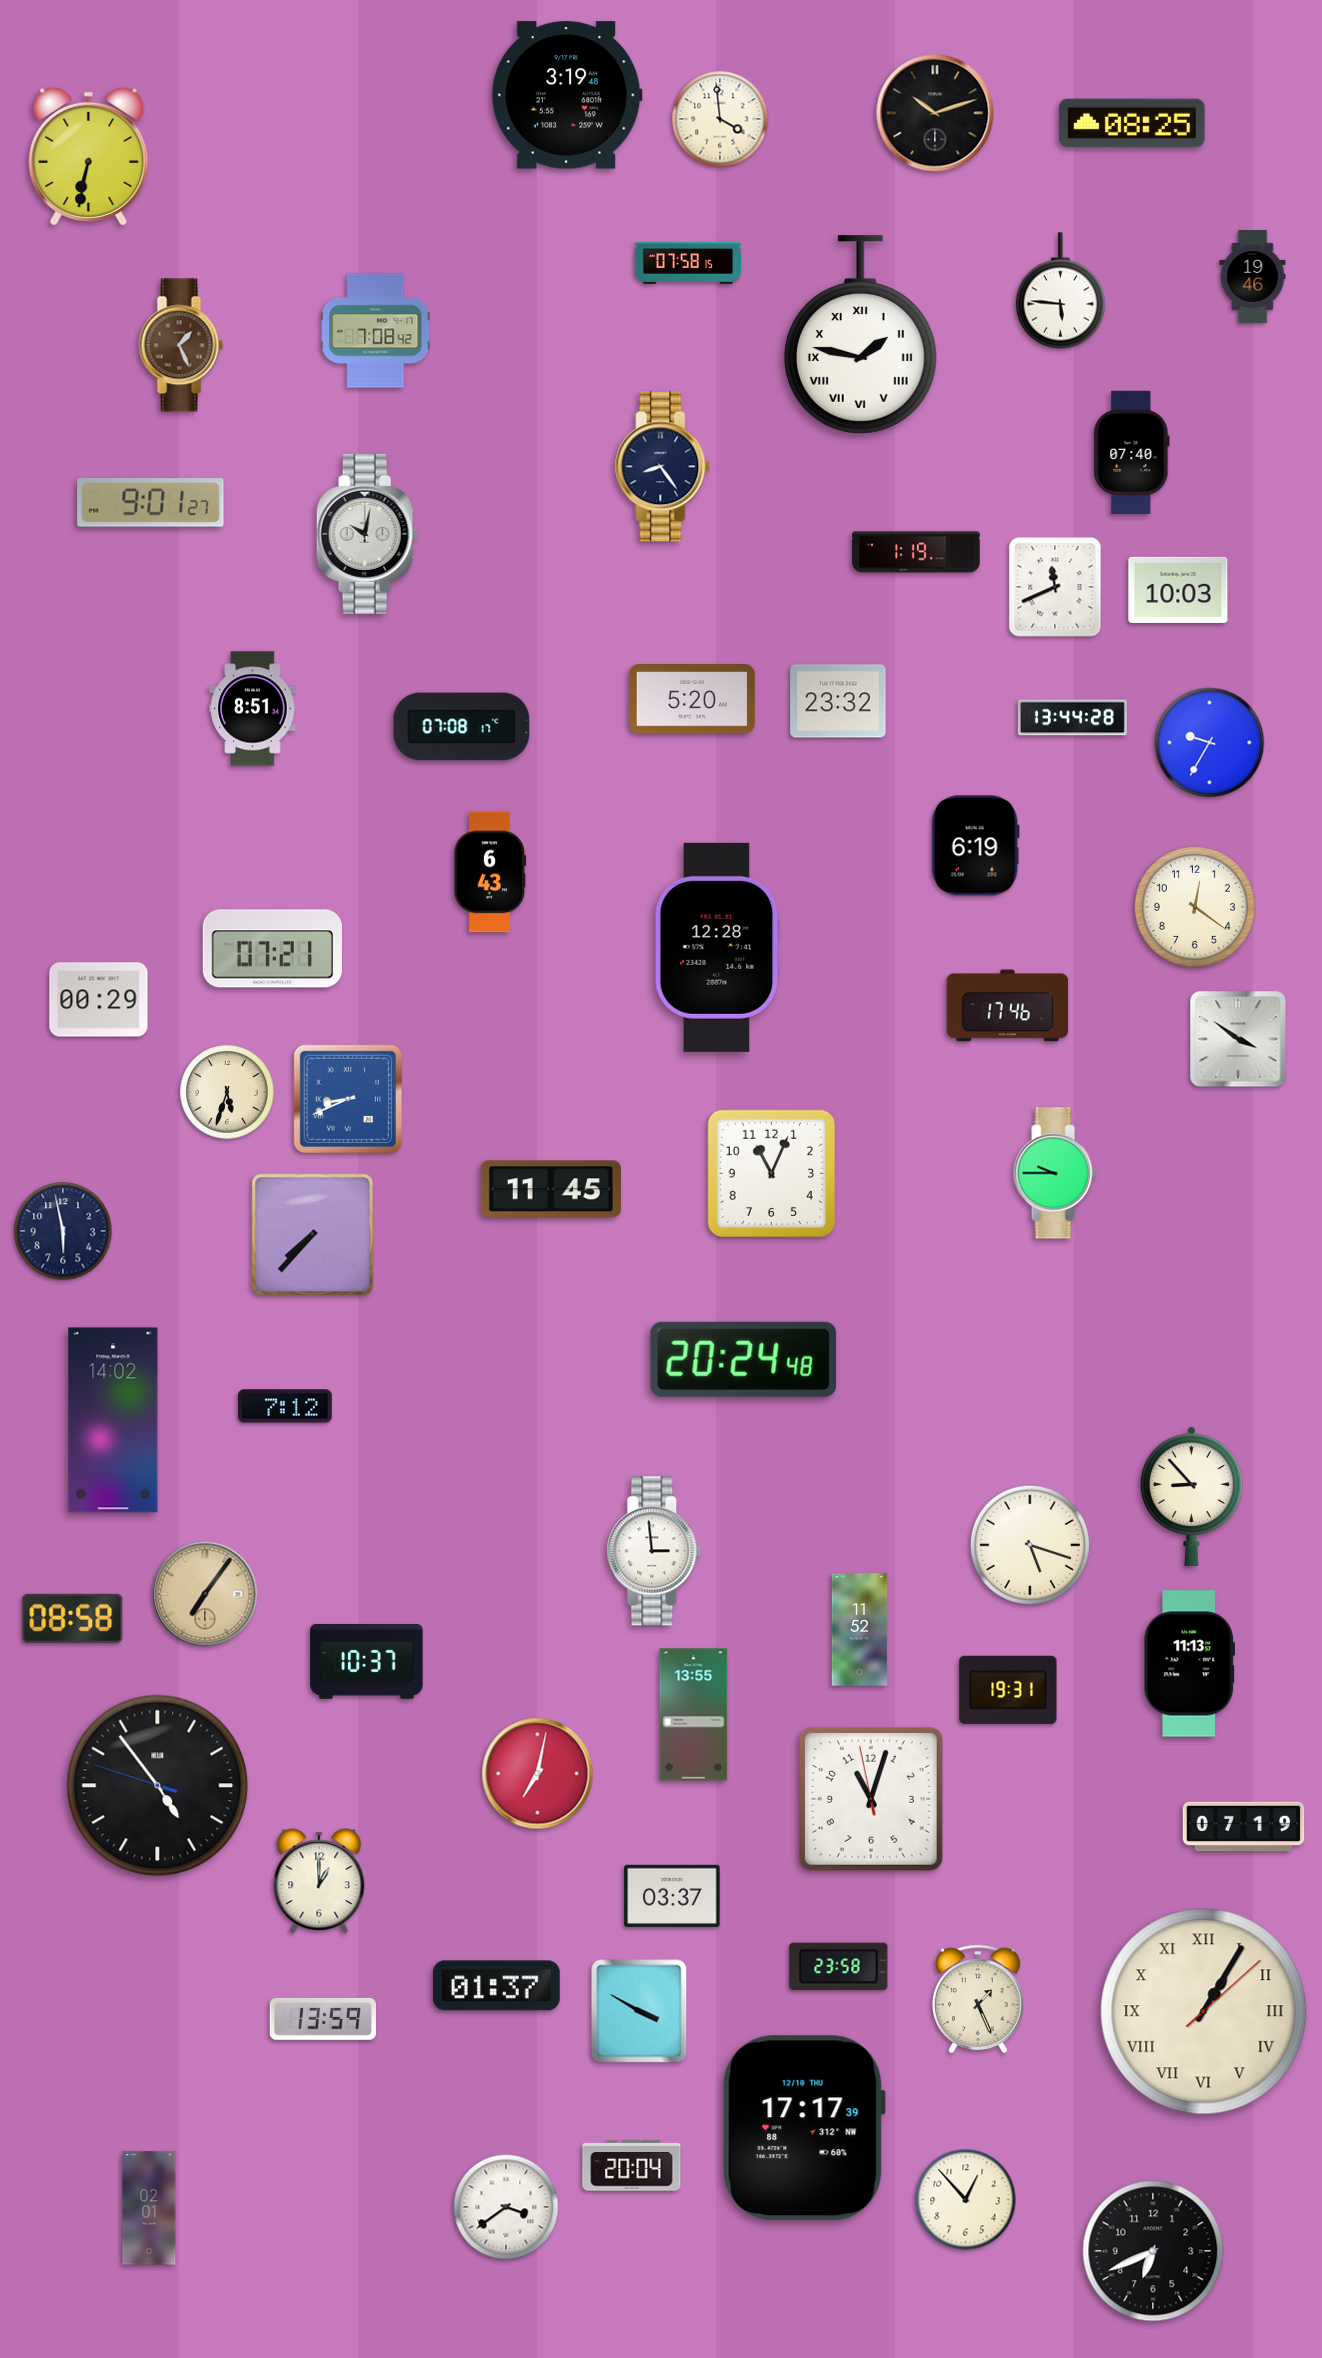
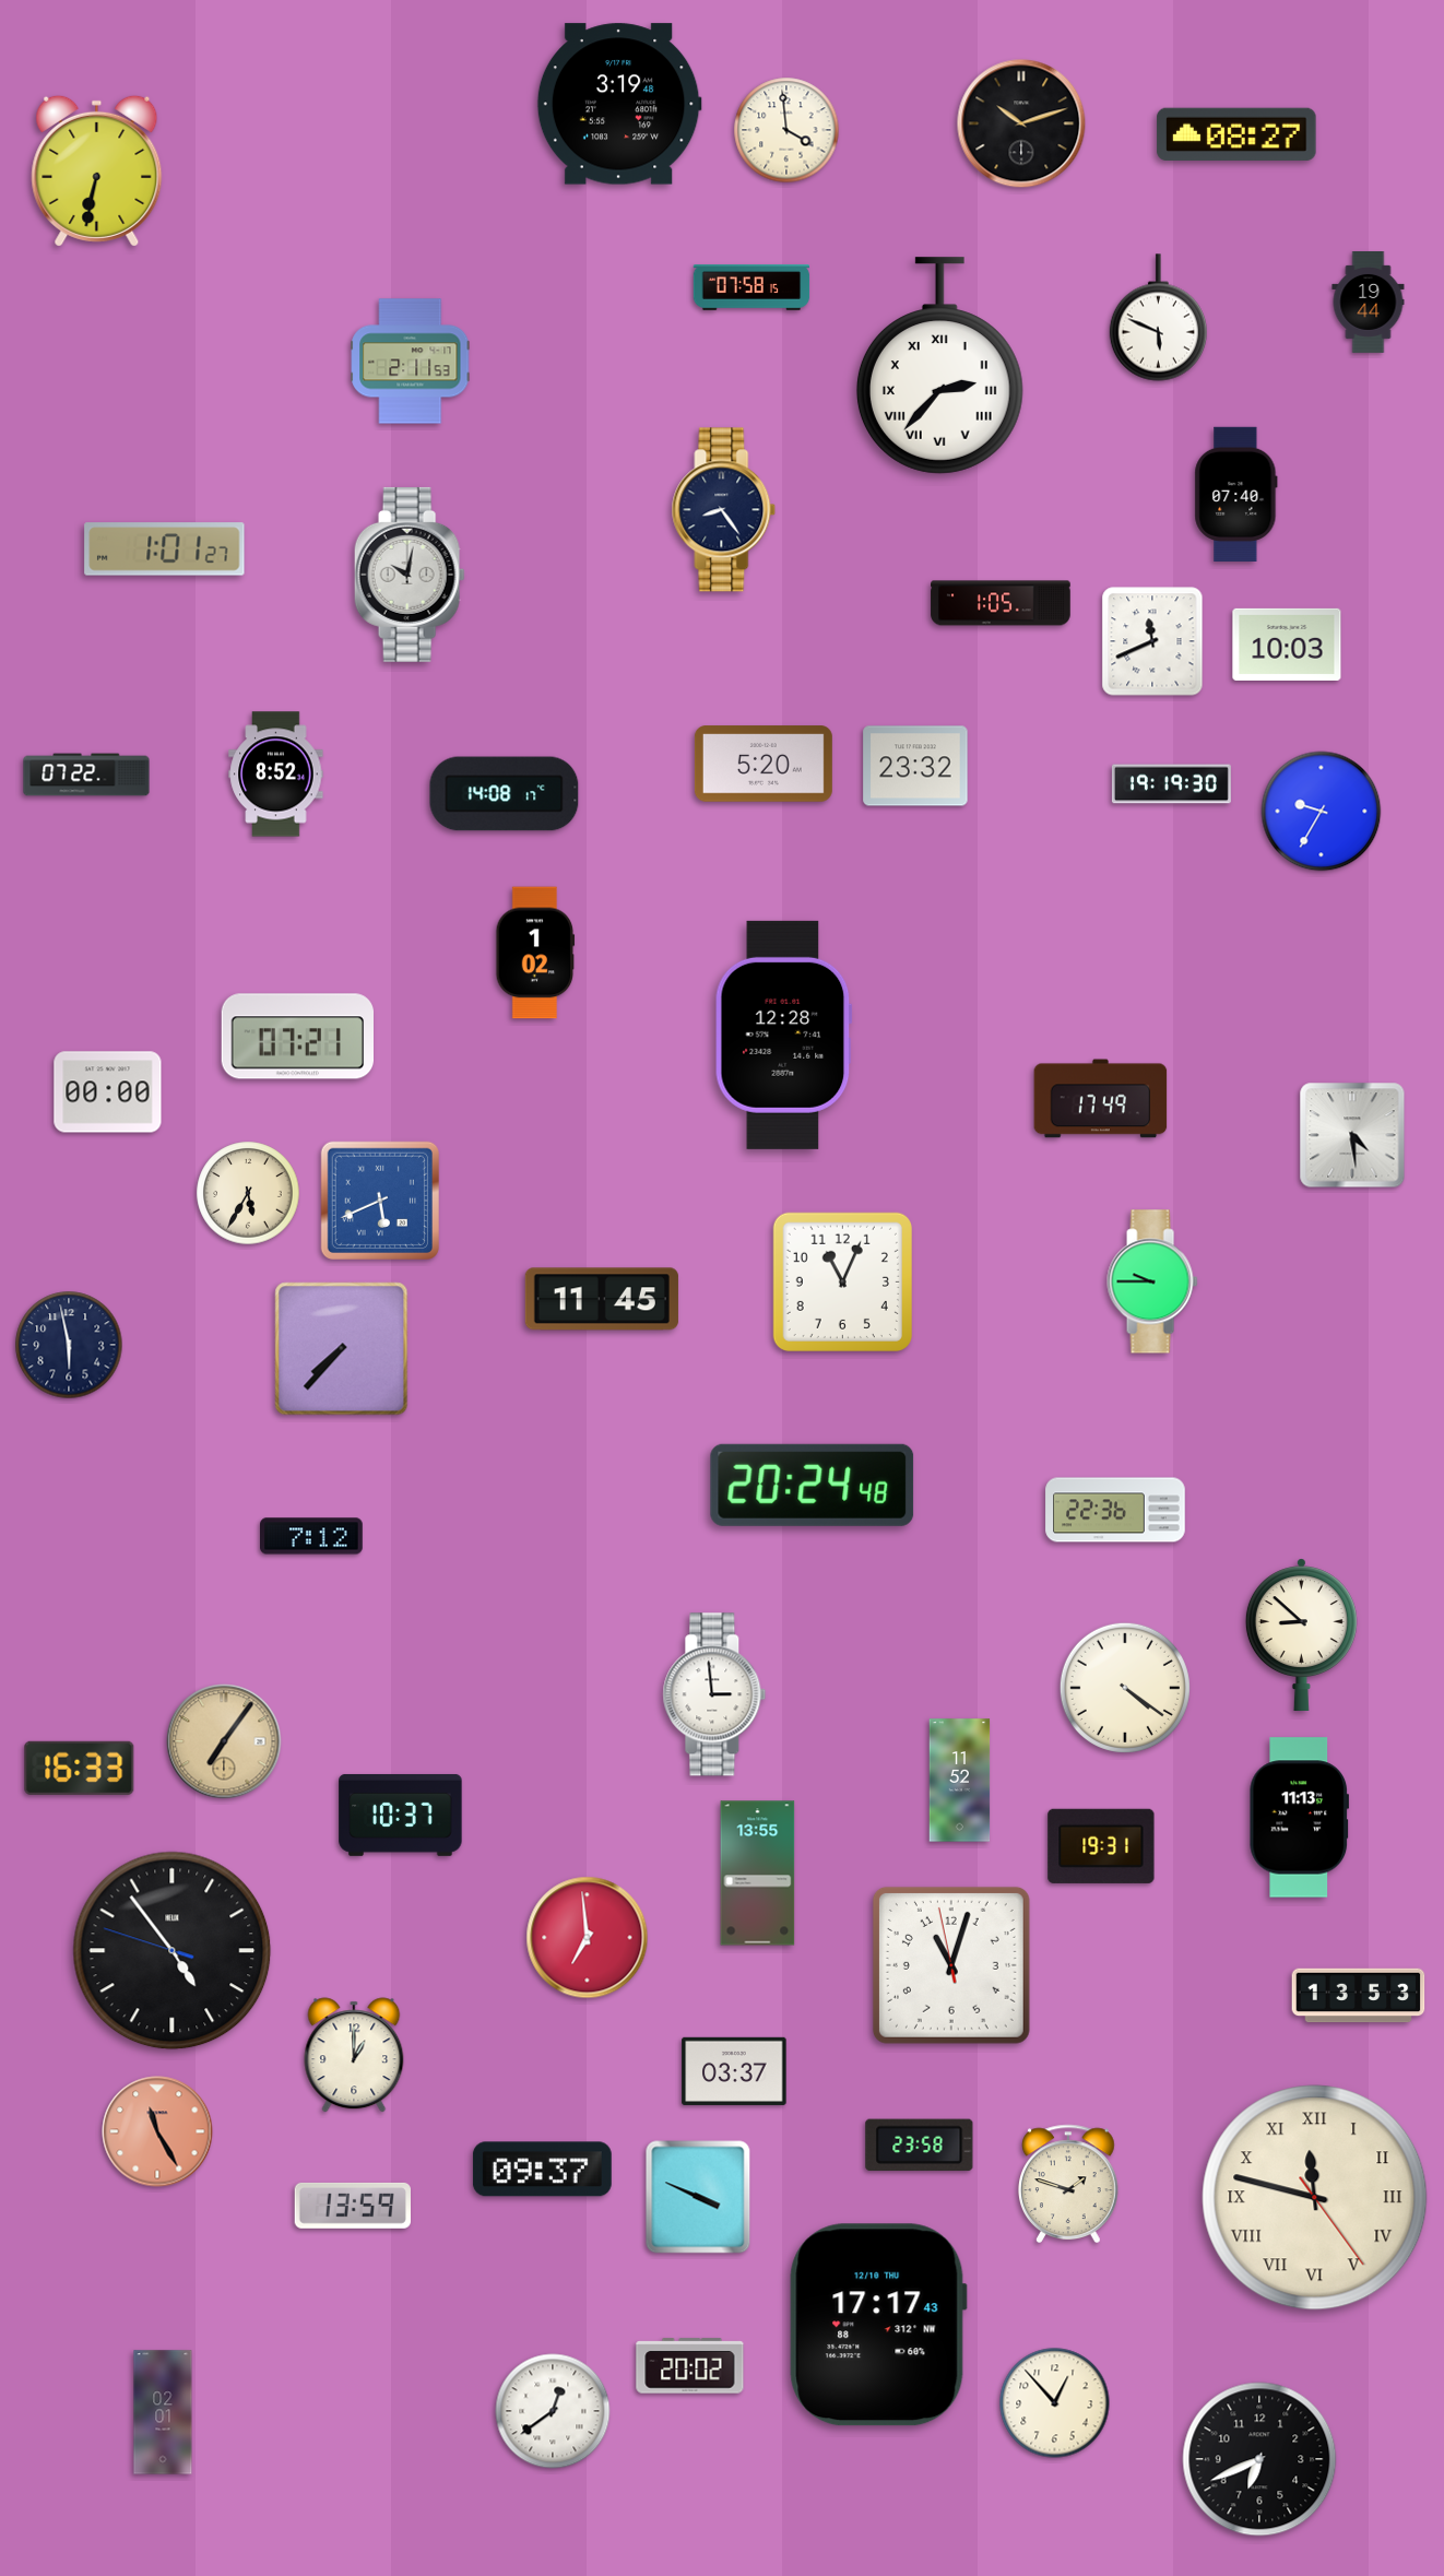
clock at (1132, 122): 08:25 -> 08:27
clock at (1253, 277): 19:46 -> 19:44
clock at (1060, 291): 5:46 -> 5:49
clock at (376, 331): 7:08 -> 2:11
clock at (860, 335): 1:47 -> 2:37
clock at (181, 345): 1:26 -> none
clock at (151, 503): 9:01 -> 1:01
clock at (367, 534) position: (367, 534) -> (410, 575)
clock at (916, 552): 1:19 -> 1:05
clock at (692, 699) position: (692, 699) -> (764, 764)
clock at (86, 775): none -> 07:22
clock at (253, 709): 8:51 -> 8:52
clock at (1072, 718): 13:44 -> 19:19
clock at (462, 727): 07:08 -> 14:08
clock at (975, 846): 6:19 -> none
clock at (490, 872): 6:43 -> 1:02
clock at (1195, 907): 12:21 -> none
clock at (99, 1000): 00:29 -> 00:00
clock at (1008, 1006): 17:46 -> 17:49
clock at (1238, 1039): 3:51 -> 4:29
clock at (227, 1092): 5:33 -> 5:35
clock at (347, 1098): 8:41 -> 5:41
clock at (1115, 1510): none -> 22:36
clock at (113, 1420): 14:02 -> none
clock at (1191, 1496): 8:53 -> 8:52
clock at (1030, 1545): 5:18 -> 4:21
clock at (73, 1618): 08:58 -> 16:33
clock at (860, 1630) position: (860, 1630) -> (960, 1781)
clock at (538, 1774): 7:02 -> 6:59
clock at (1244, 1827): 07:19 -> 13:53
clock at (319, 1881) position: (319, 1881) -> (354, 2055)
clock at (157, 2131): none -> 11:25
clock at (839, 1967) position: (839, 1967) -> (920, 2146)
clock at (496, 1986): 01:37 -> 09:37
clock at (979, 1998): 1:26 -> 1:48
clock at (639, 2011): 3:50 -> 3:49
clock at (1204, 2012): 1:05 -> 11:47
clock at (804, 2128): 17:17:39 -> 17:17:43
clock at (632, 2166): 20:04 -> 20:02
clock at (506, 2207): 3:39 -> 12:39
